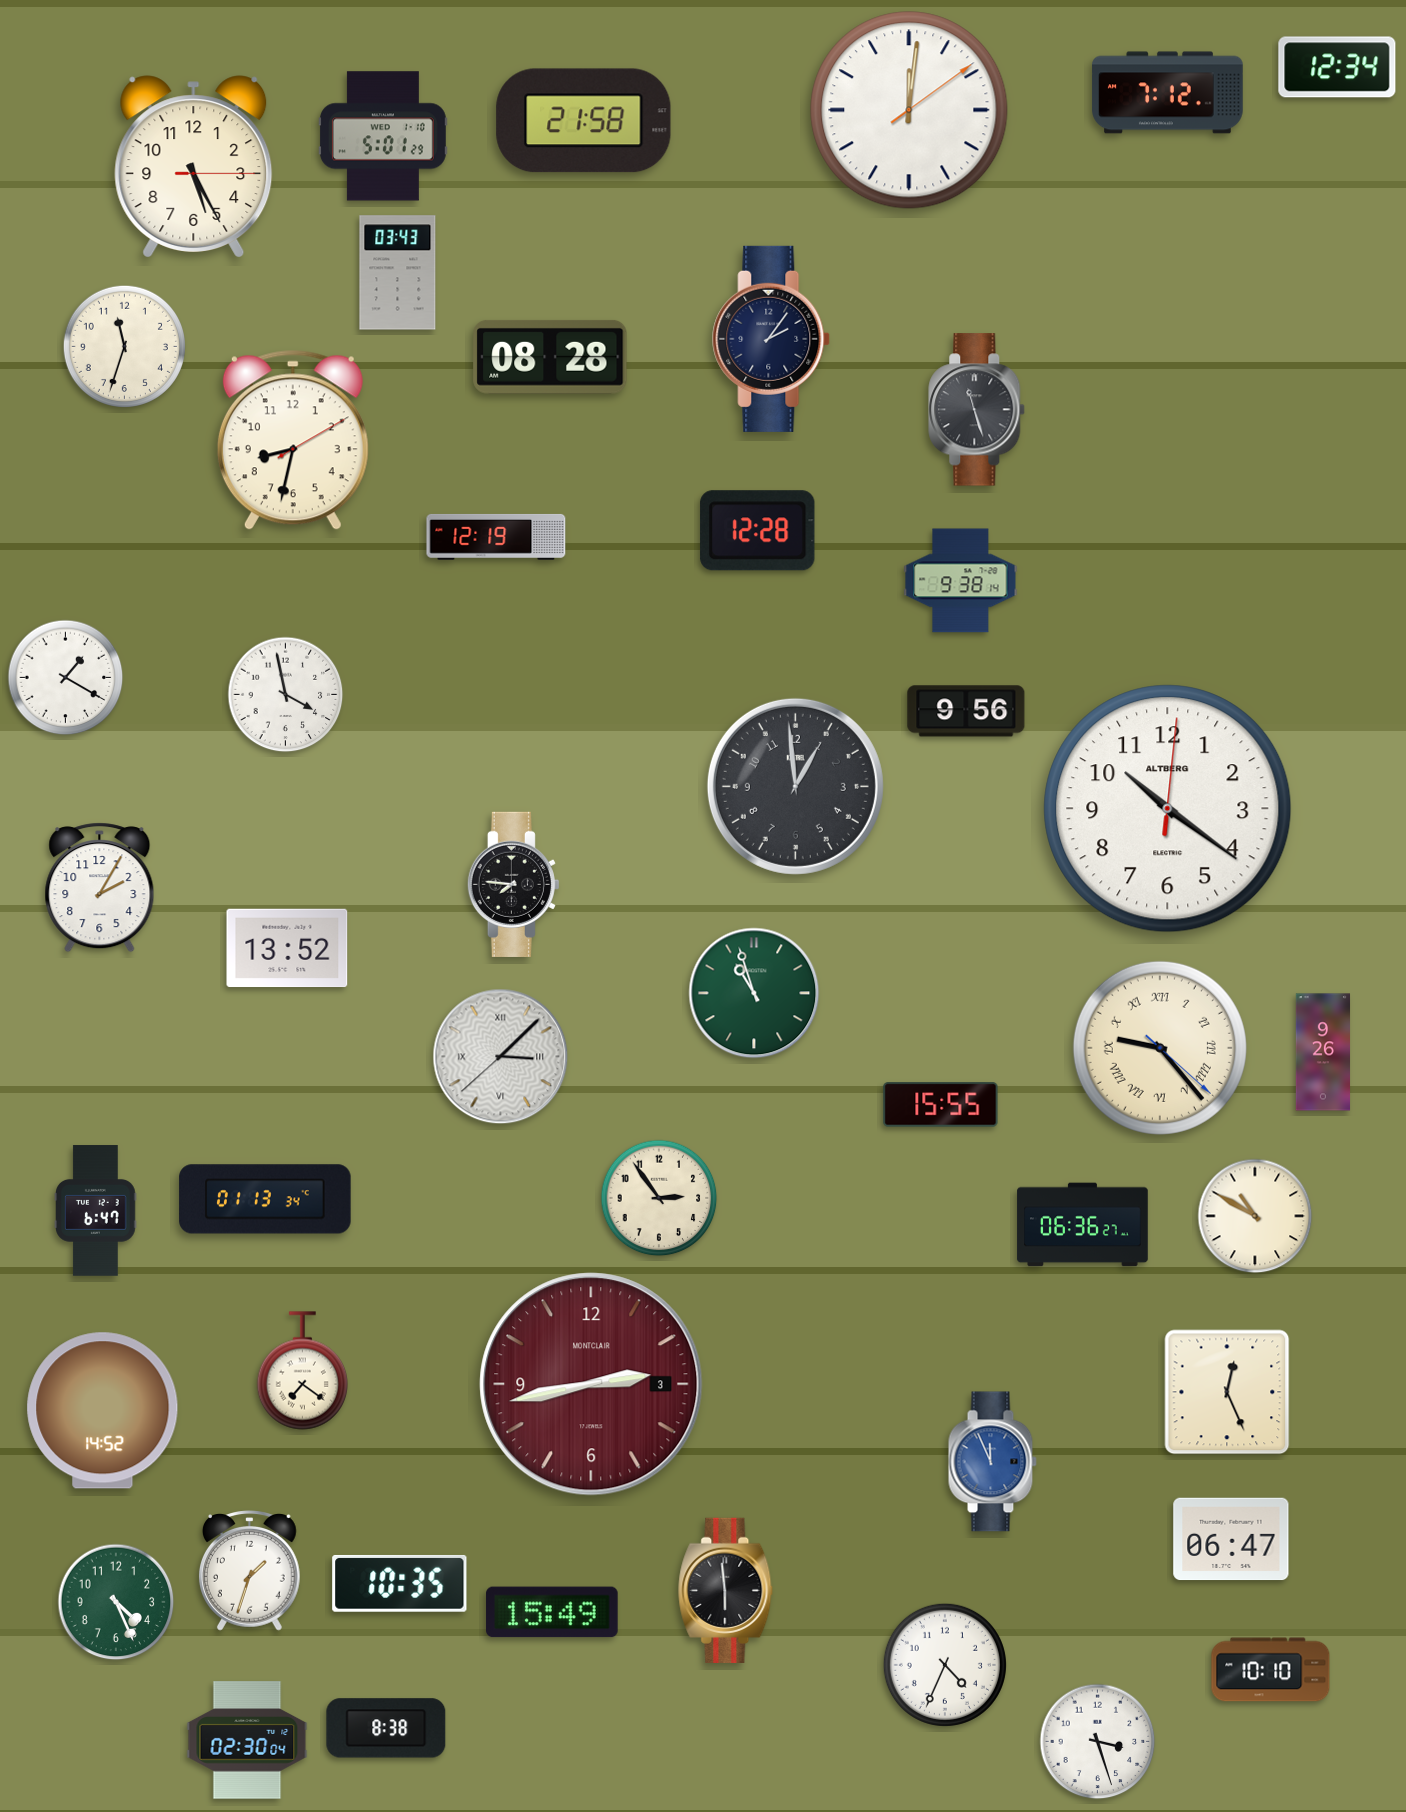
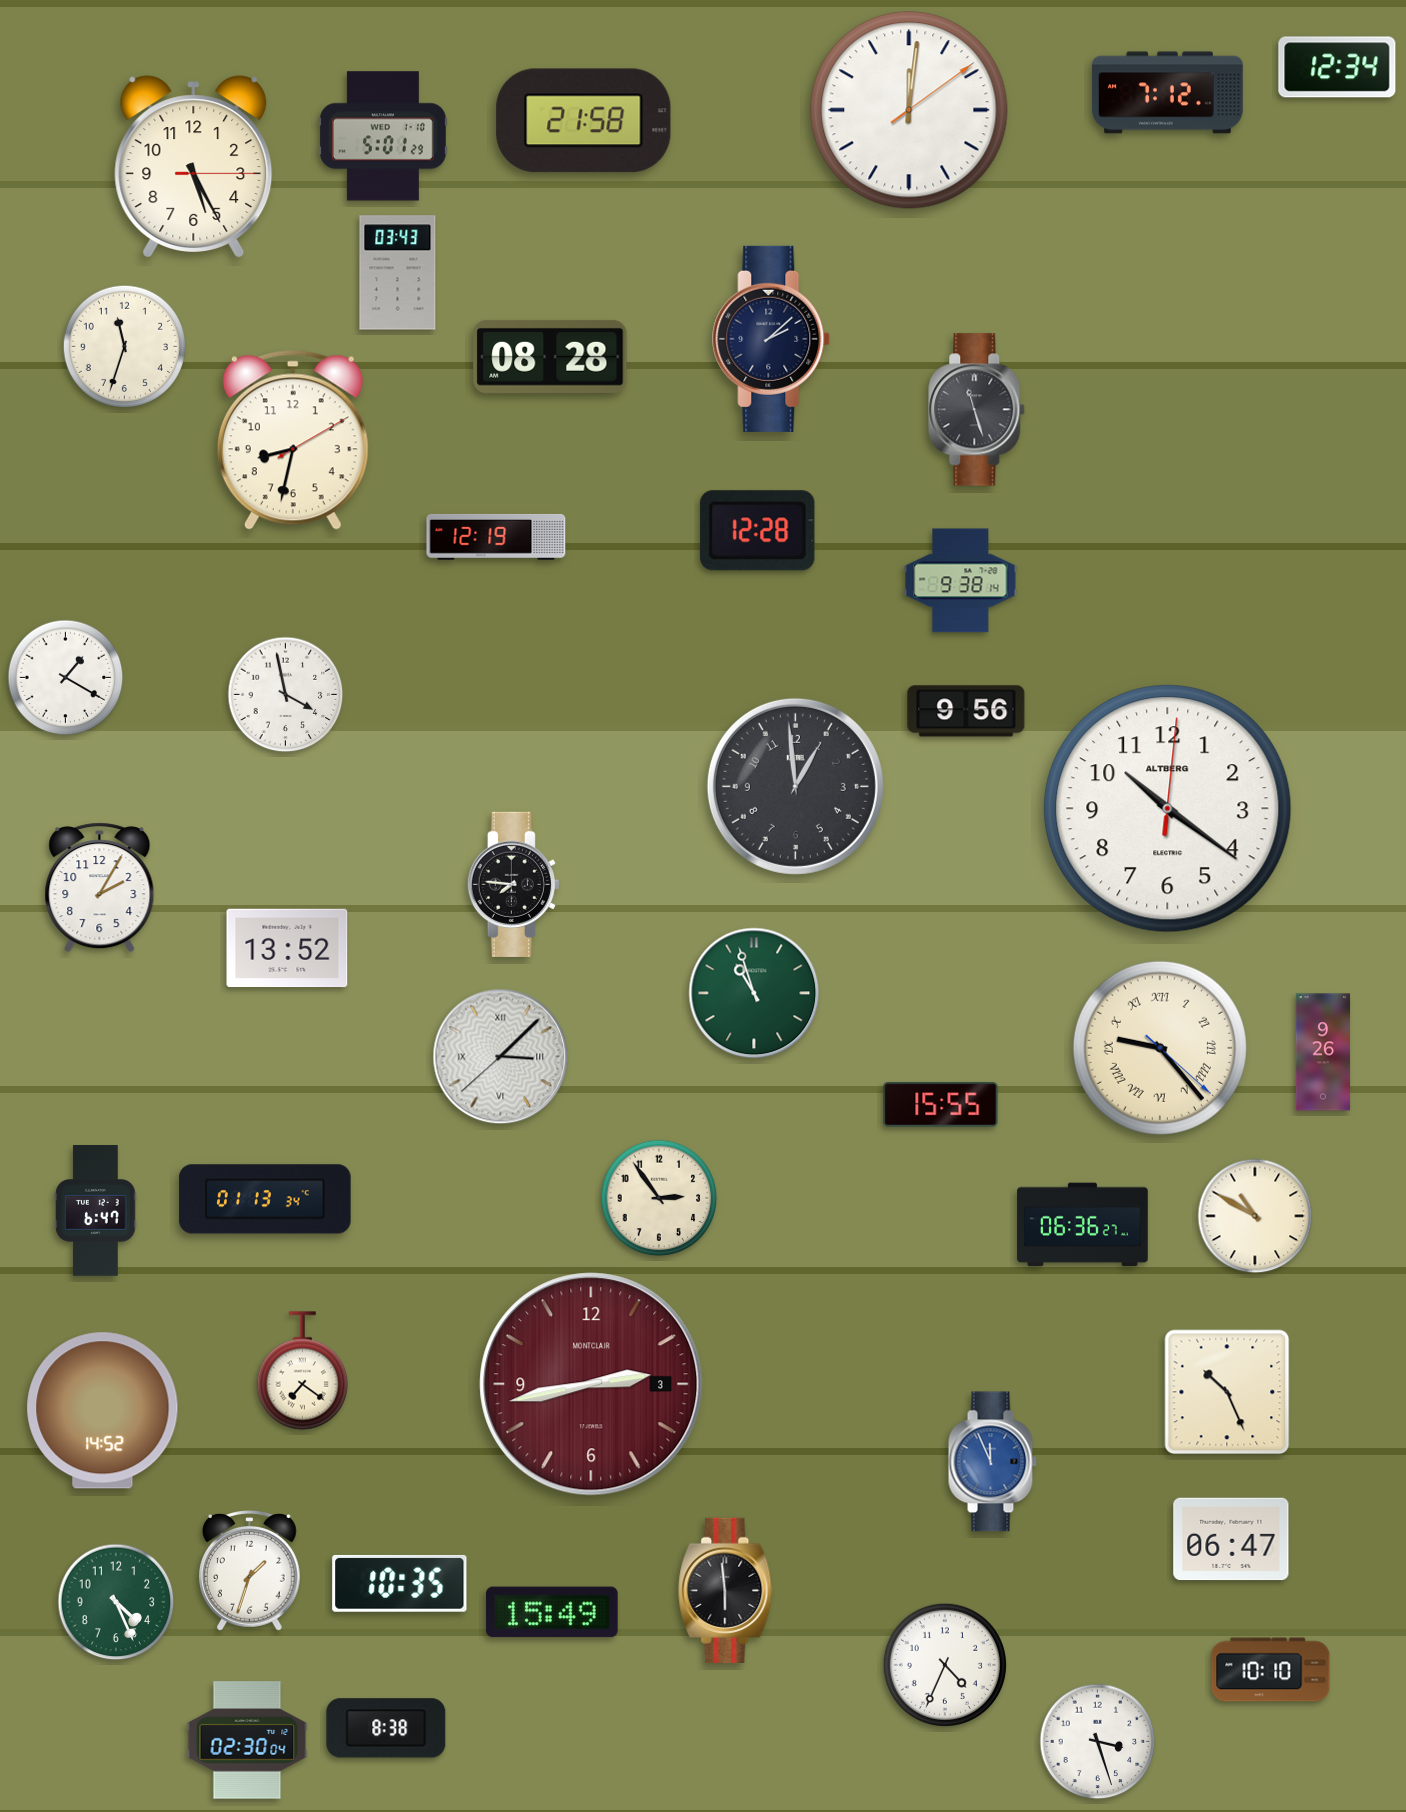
clock at (772, 339): 2:06 -> 2:08
clock at (1227, 1392): 12:26 -> 10:26
